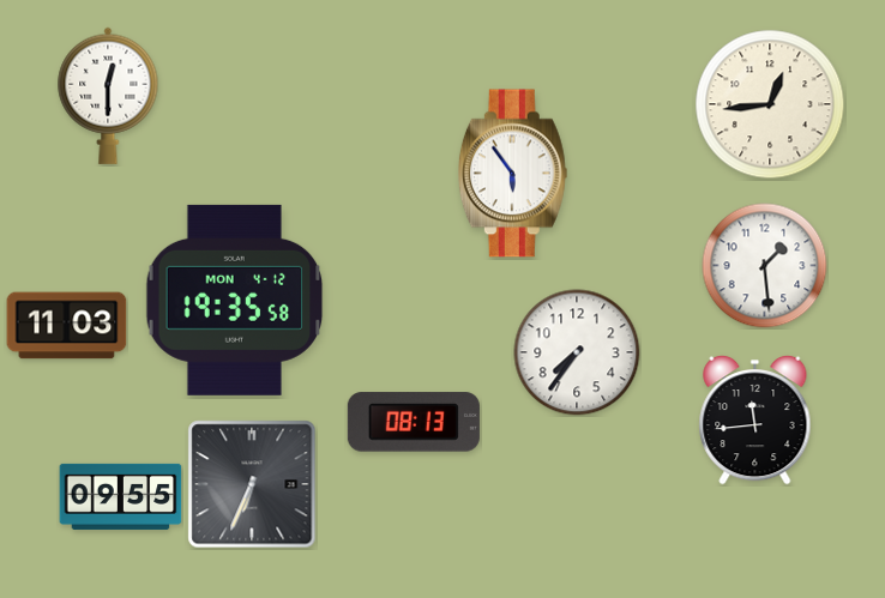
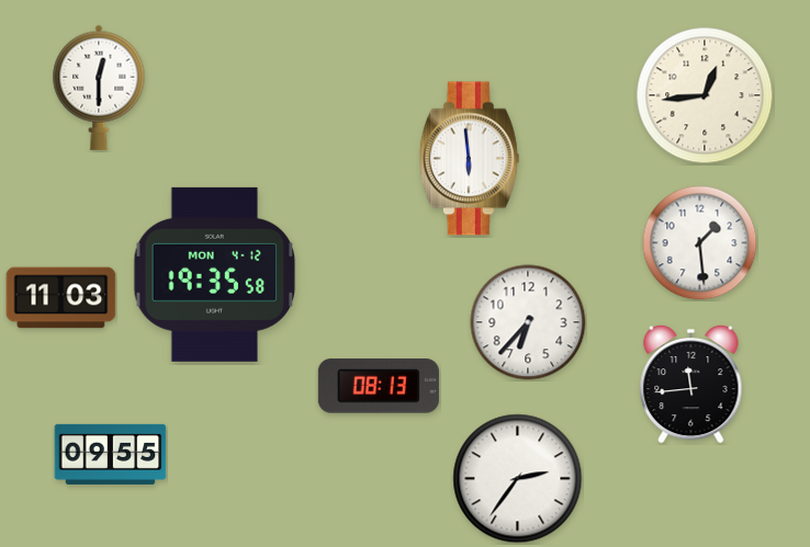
clock at (512, 174): 5:54 -> 5:59
clock at (577, 352): 7:36 -> 6:37
clock at (252, 484): 6:34 -> none
clock at (518, 479): none -> 2:36
